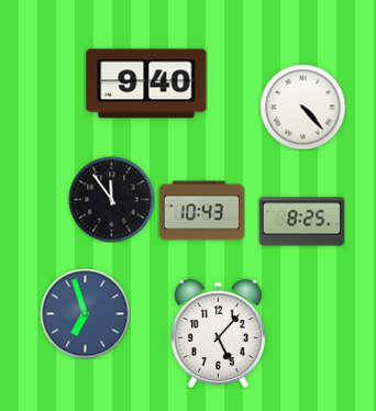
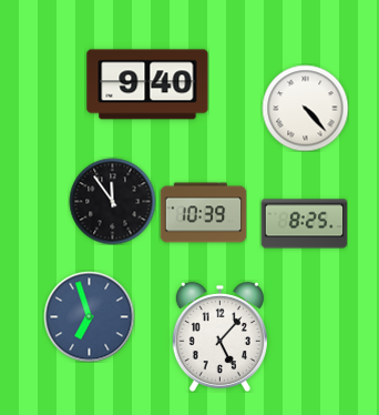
clock at (201, 211): 10:43 -> 10:39
clock at (85, 313) position: (85, 313) -> (89, 316)
